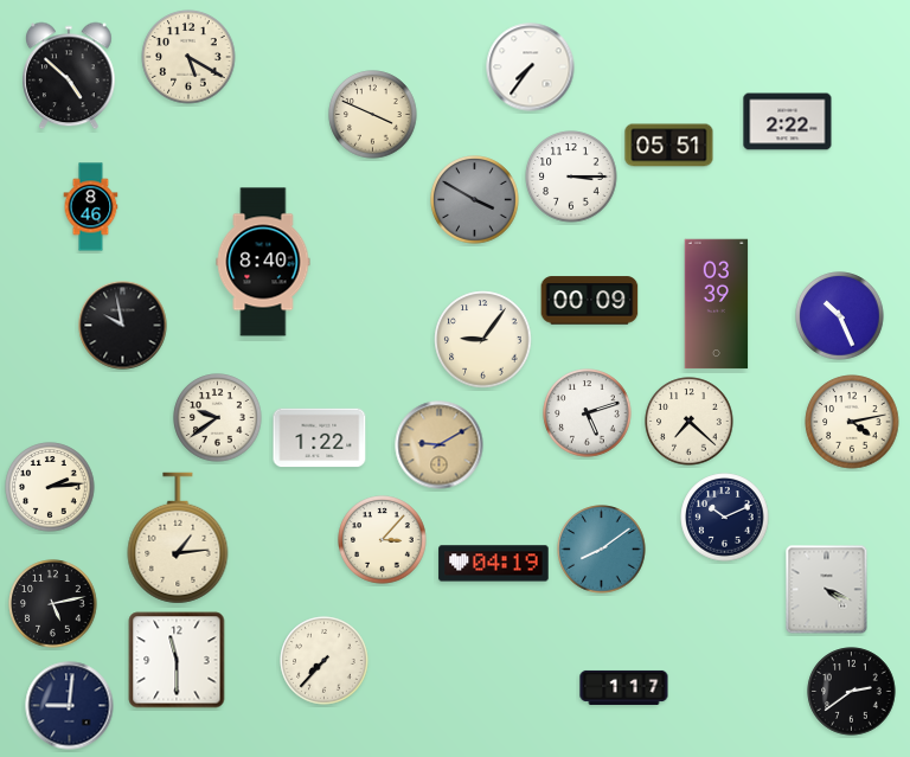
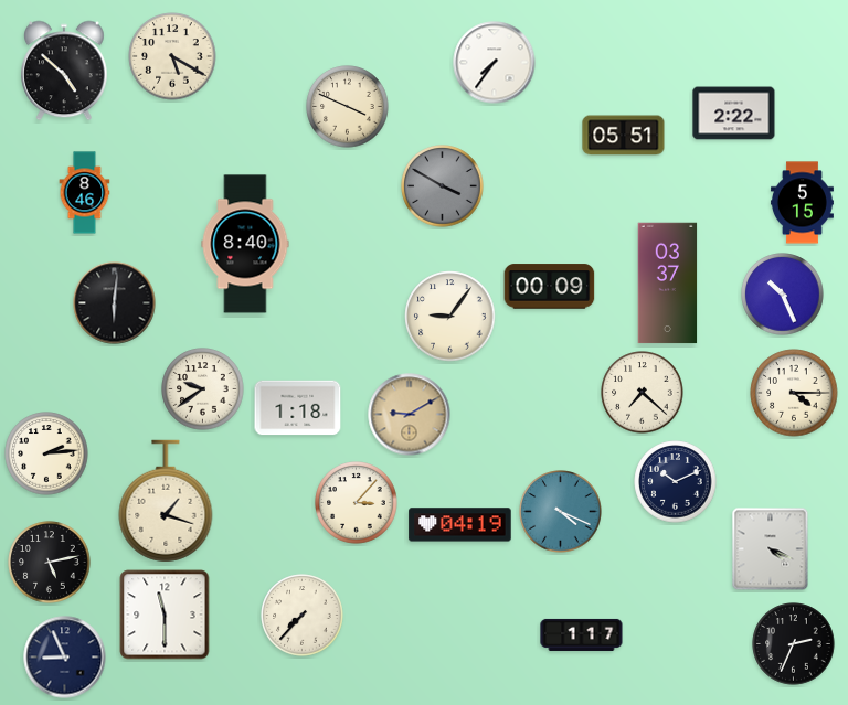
clock at (188, 57) position: (188, 57) -> (172, 56)
clock at (571, 177): 3:15 -> none
clock at (803, 203): none -> 5:15
clock at (590, 301) position: (590, 301) -> (550, 287)
clock at (717, 304): 03:39 -> 03:37
clock at (123, 326): 9:58 -> 6:01
clock at (588, 413): 5:12 -> none
clock at (852, 422): 4:13 -> 4:15
clock at (320, 438): 1:22 -> 1:18
clock at (178, 538): 1:14 -> 1:18
clock at (602, 550): 8:09 -> 4:19
clock at (624, 687) position: (624, 687) -> (582, 634)
clock at (852, 692): 2:39 -> 2:34
clock at (70, 706): 9:01 -> 8:56
